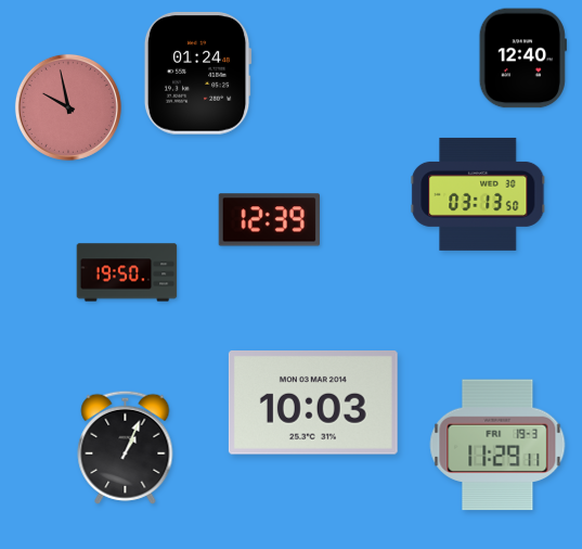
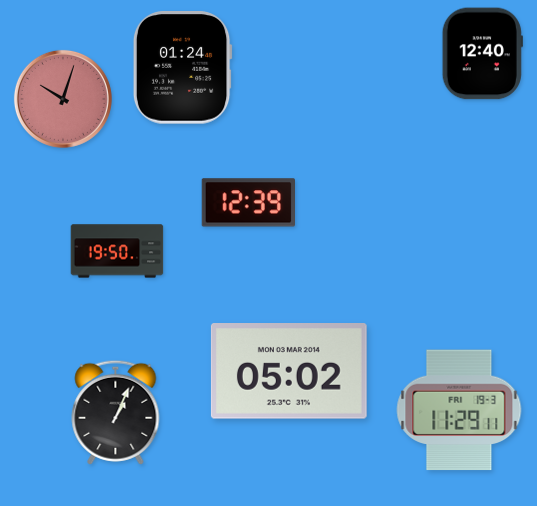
clock at (68, 107): 9:58 -> 10:03
clock at (478, 194): 03:13 -> none
clock at (313, 404): 10:03 -> 05:02
